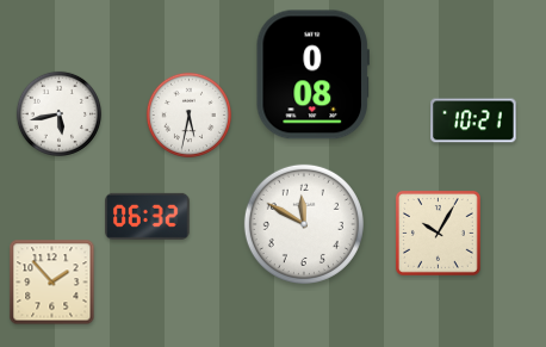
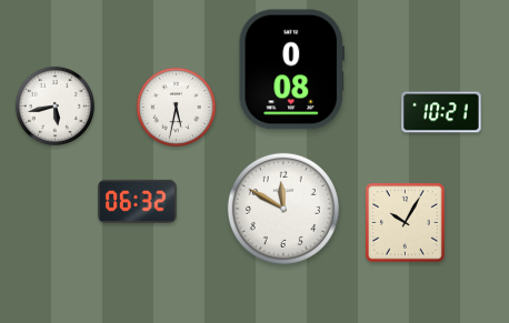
clock at (439, 233) position: (439, 233) -> (406, 222)
clock at (52, 283): 1:53 -> none
